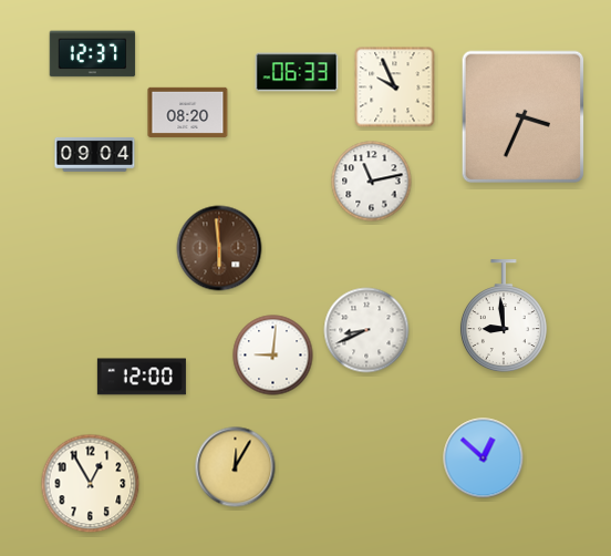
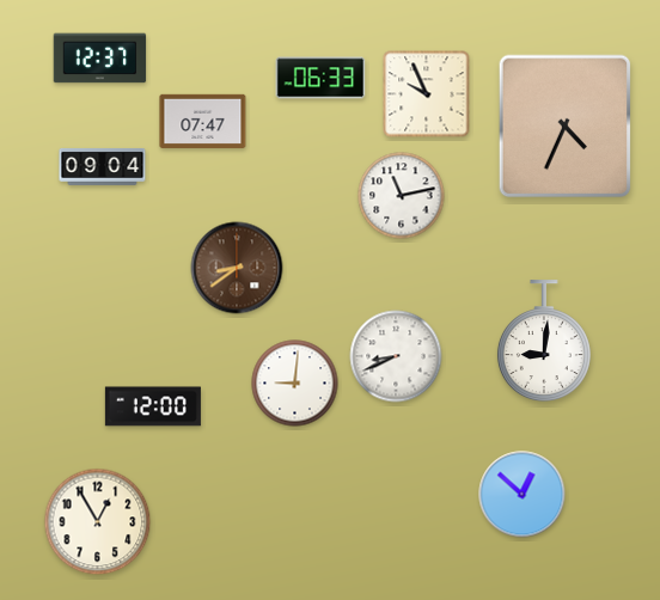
clock at (188, 112): 08:20 -> 07:47
clock at (524, 117): 3:34 -> 4:34
clock at (219, 248): 5:59 -> 8:39
clock at (504, 316): 8:59 -> 9:01
clock at (236, 467): 12:05 -> none
